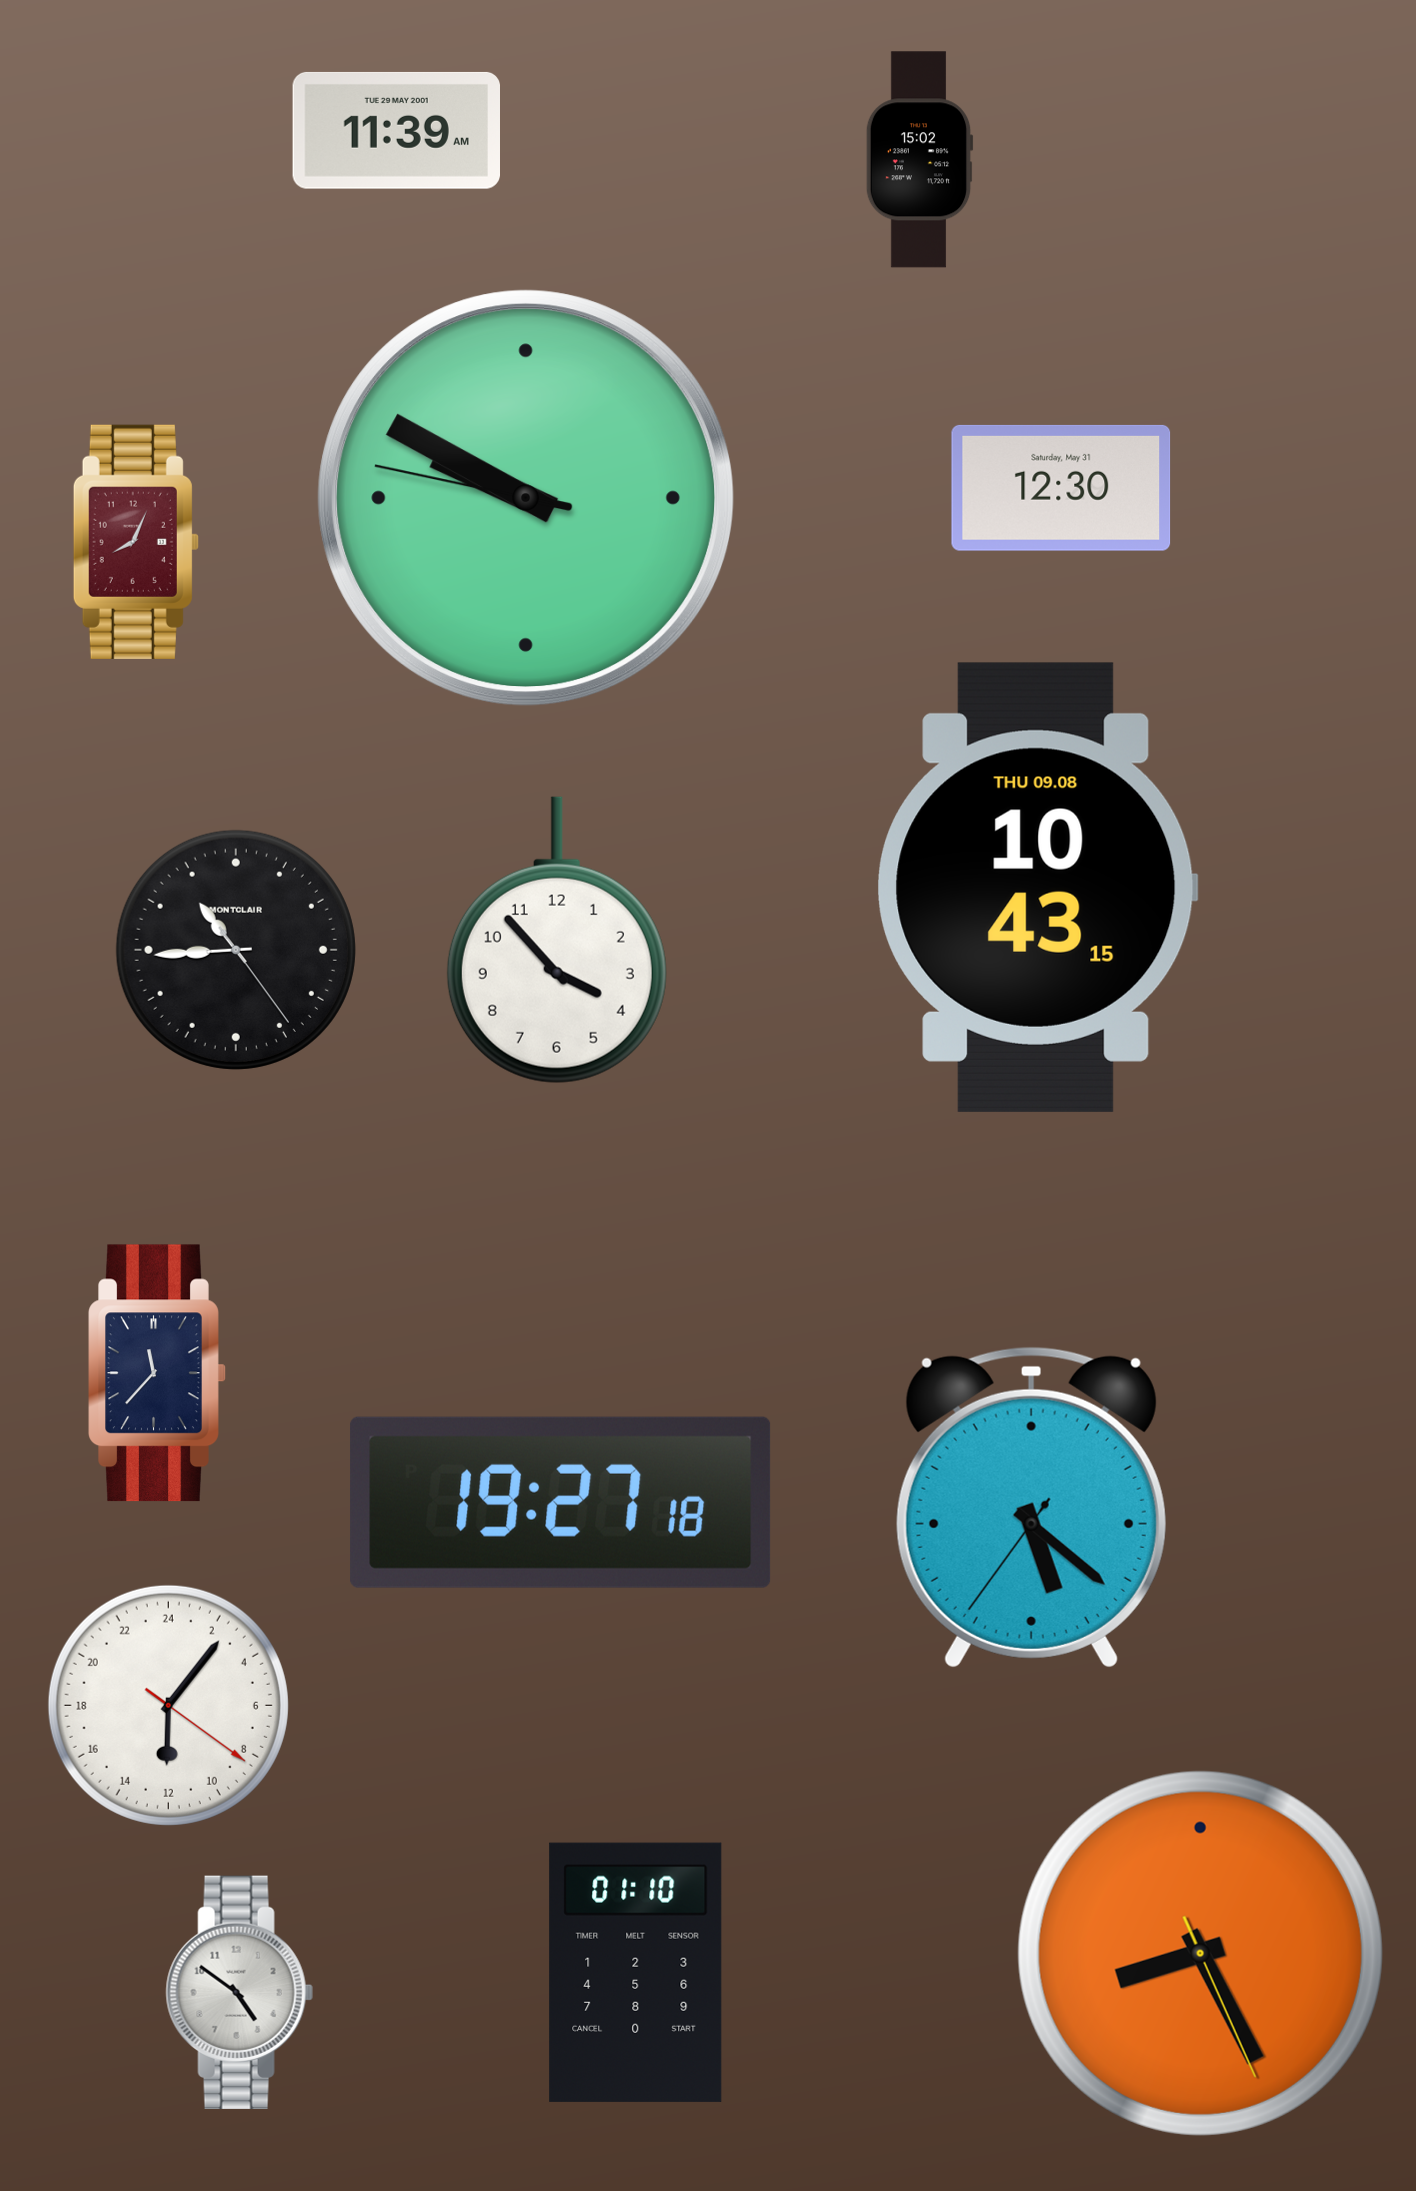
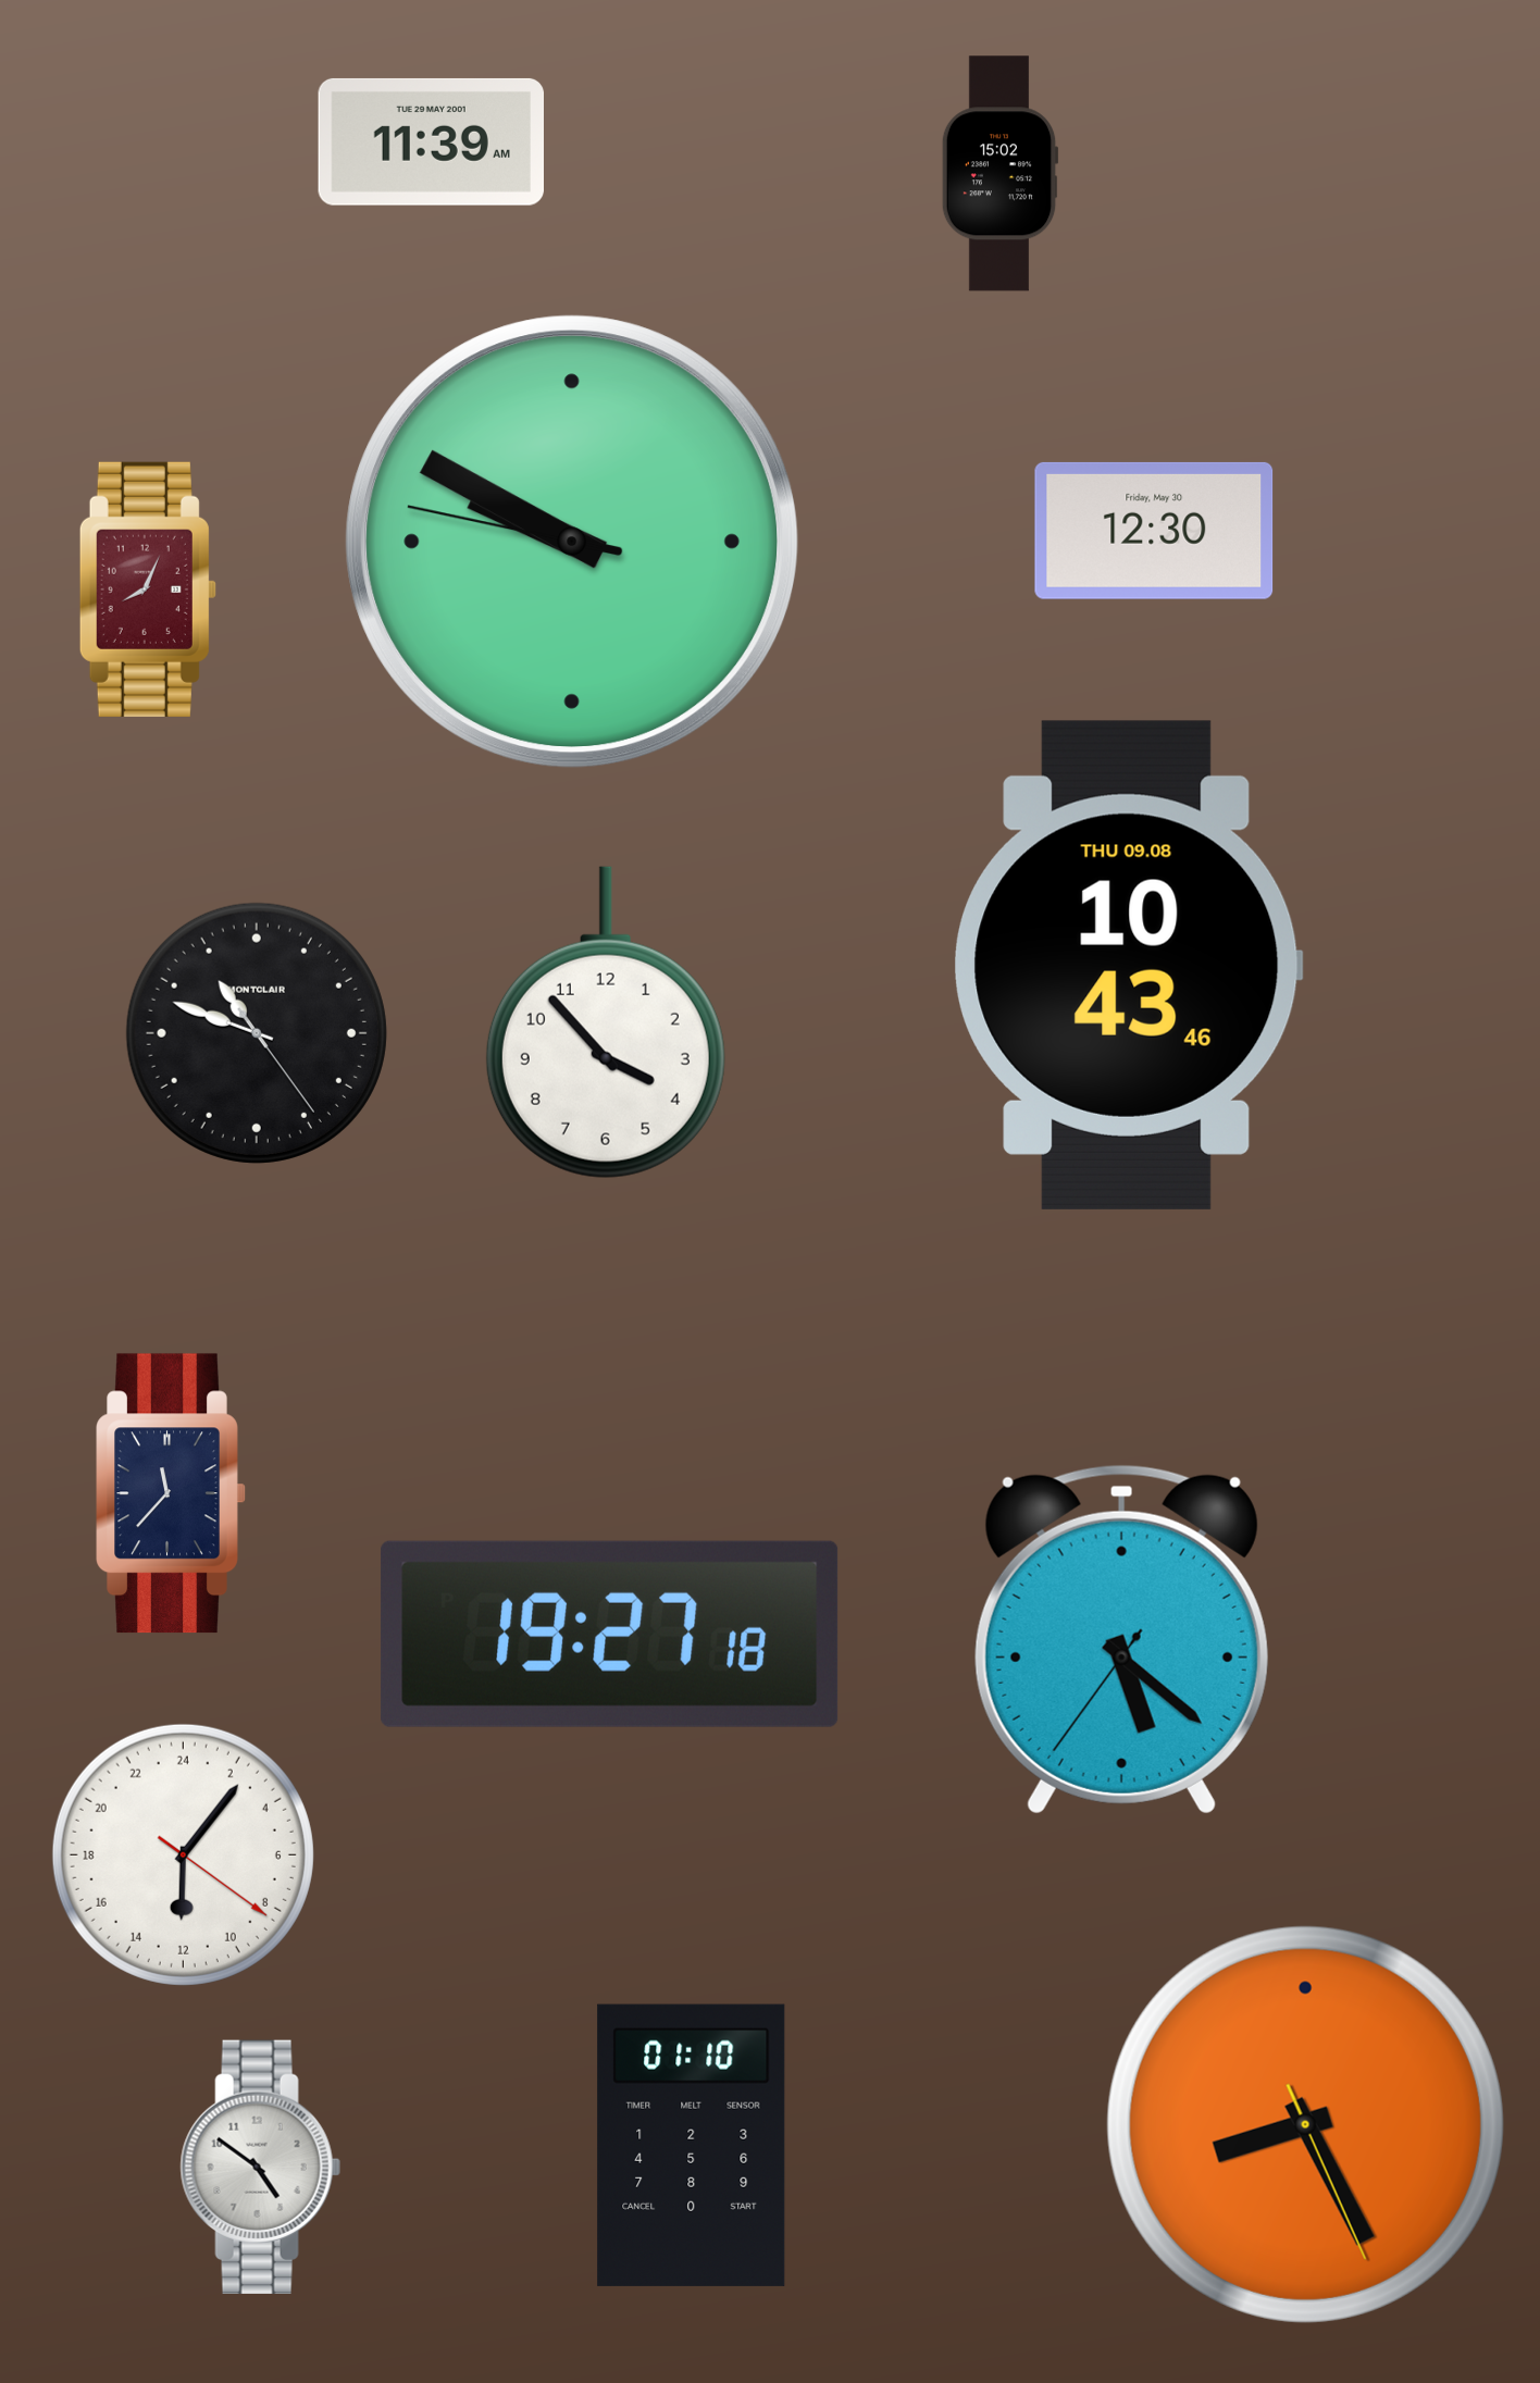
clock at (1061, 488) date: Saturday, May 31 -> Friday, May 30
clock at (1037, 887): 10:43:15 -> 10:43:46
clock at (236, 950): 10:44 -> 10:48
